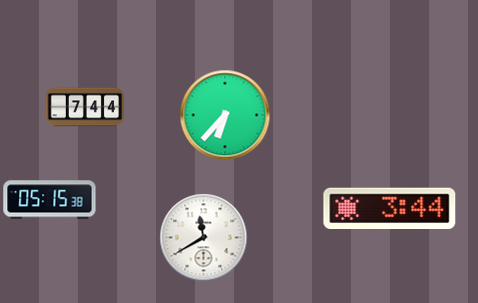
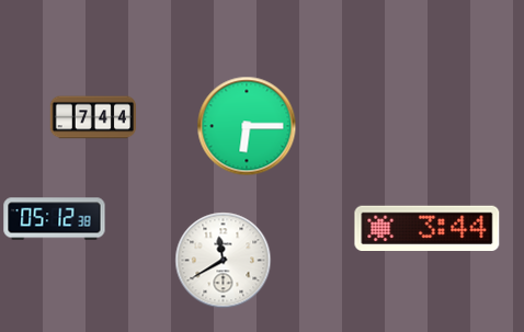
clock at (225, 115): 6:37 -> 6:15
clock at (50, 200): 05:15 -> 05:12
